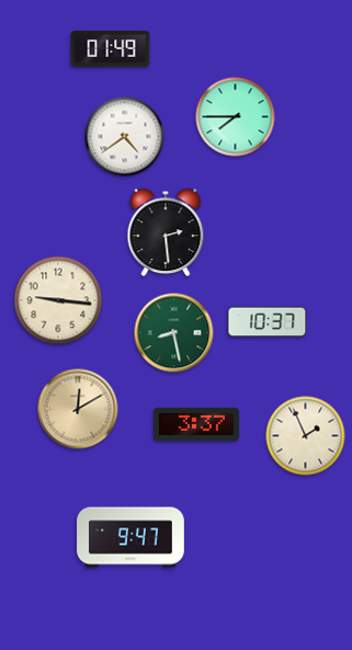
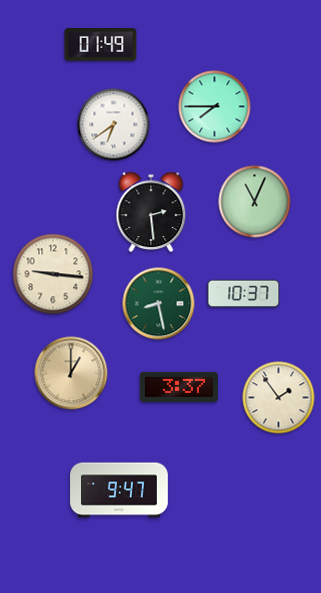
clock at (125, 137): 4:39 -> 6:39
clock at (255, 202): none -> 11:04
clock at (78, 409): 12:10 -> 1:00
clock at (306, 436): 1:56 -> 1:54
